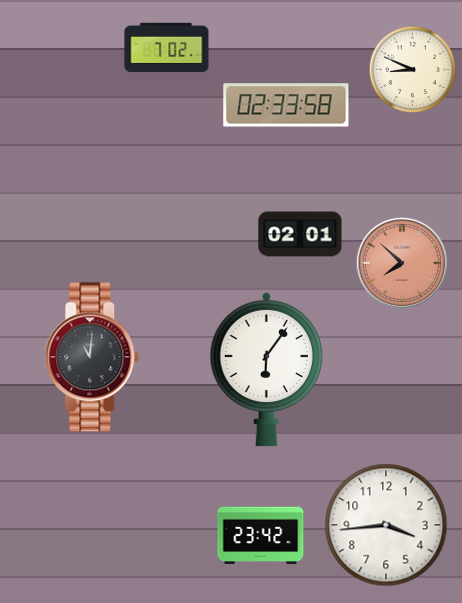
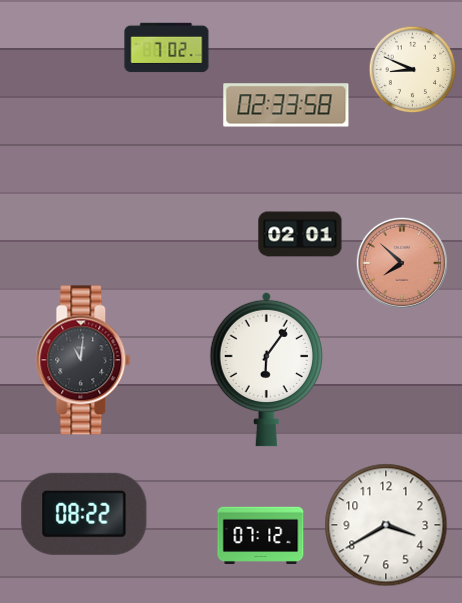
clock at (92, 357) position: (92, 357) -> (83, 360)
clock at (84, 514): none -> 08:22
clock at (386, 525): 3:44 -> 3:40
clock at (261, 535): 23:42 -> 07:12
